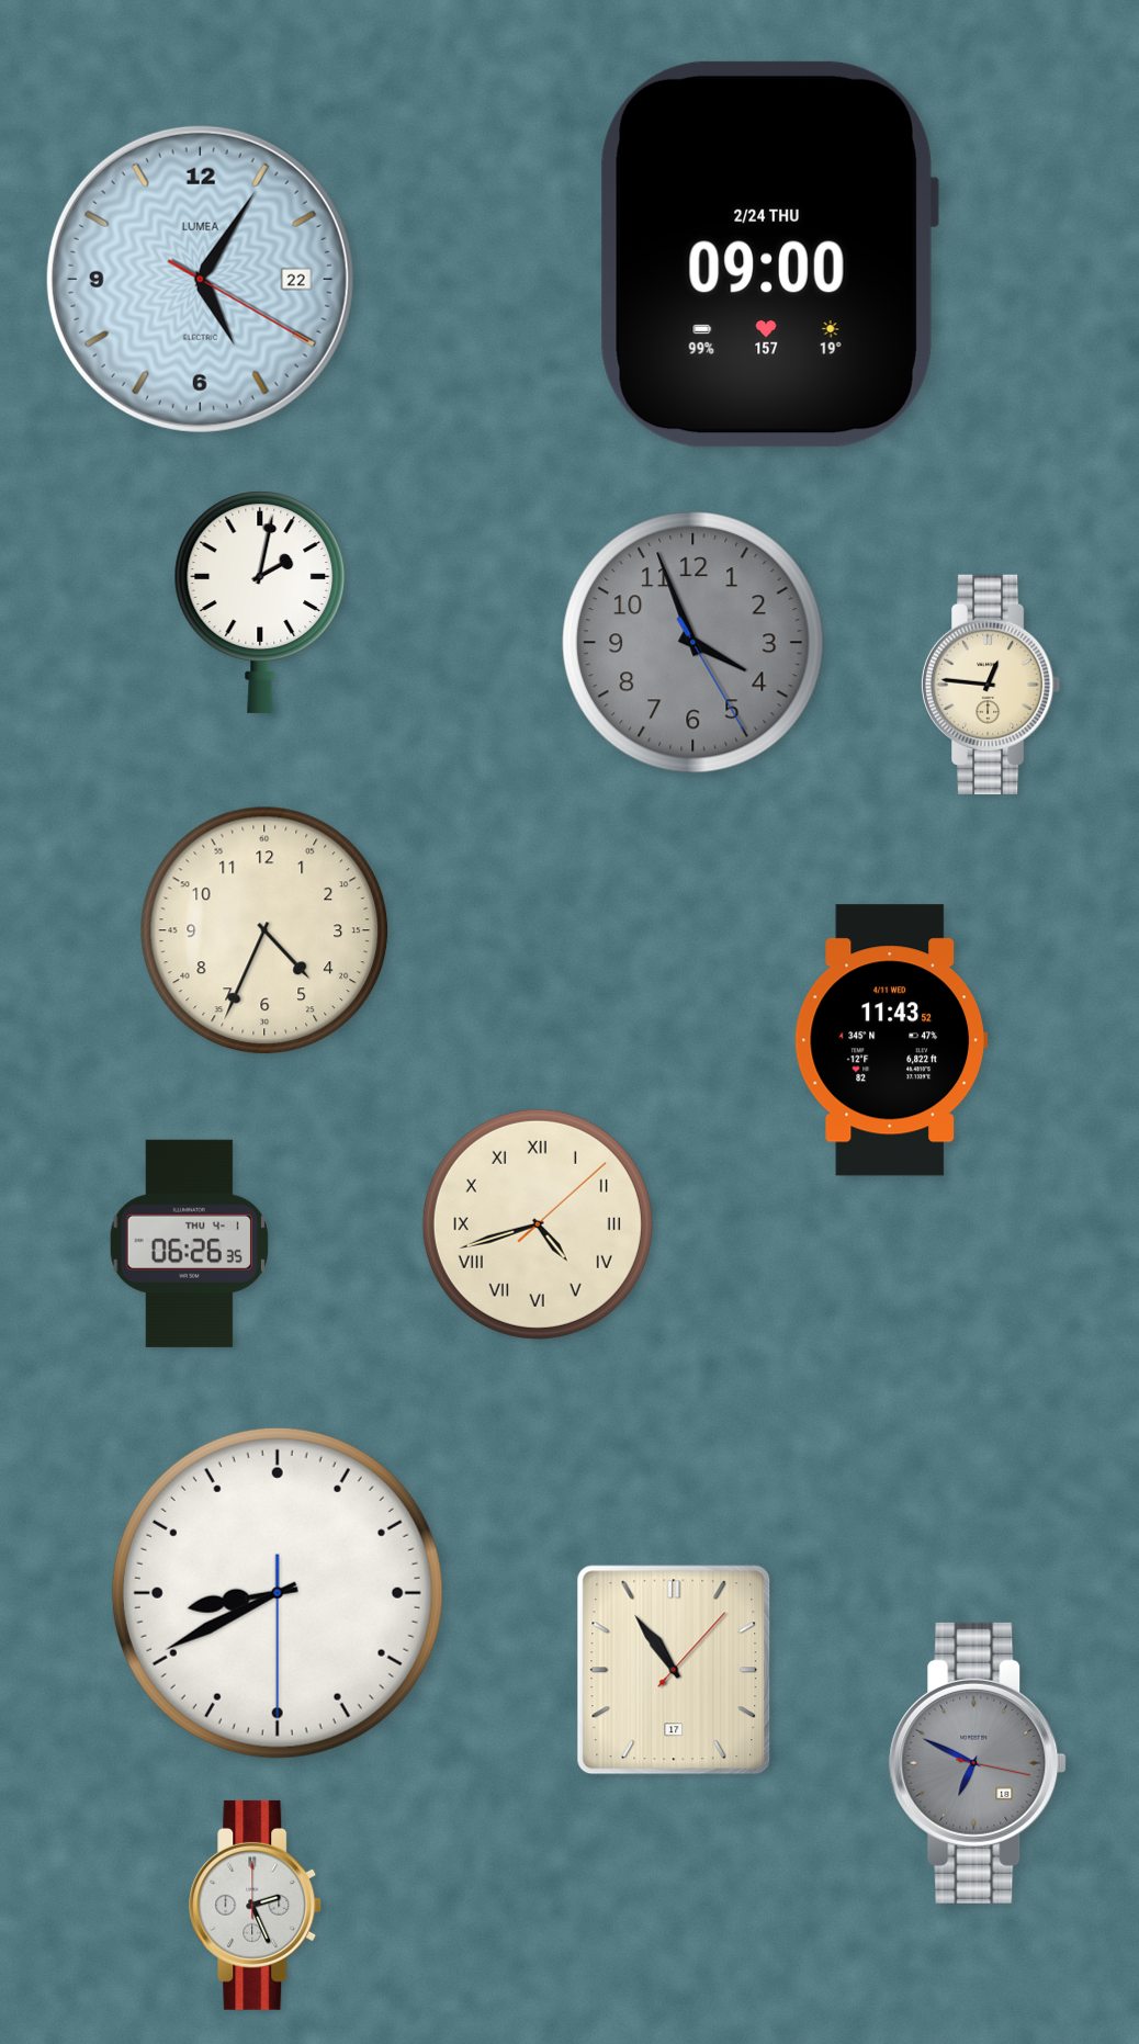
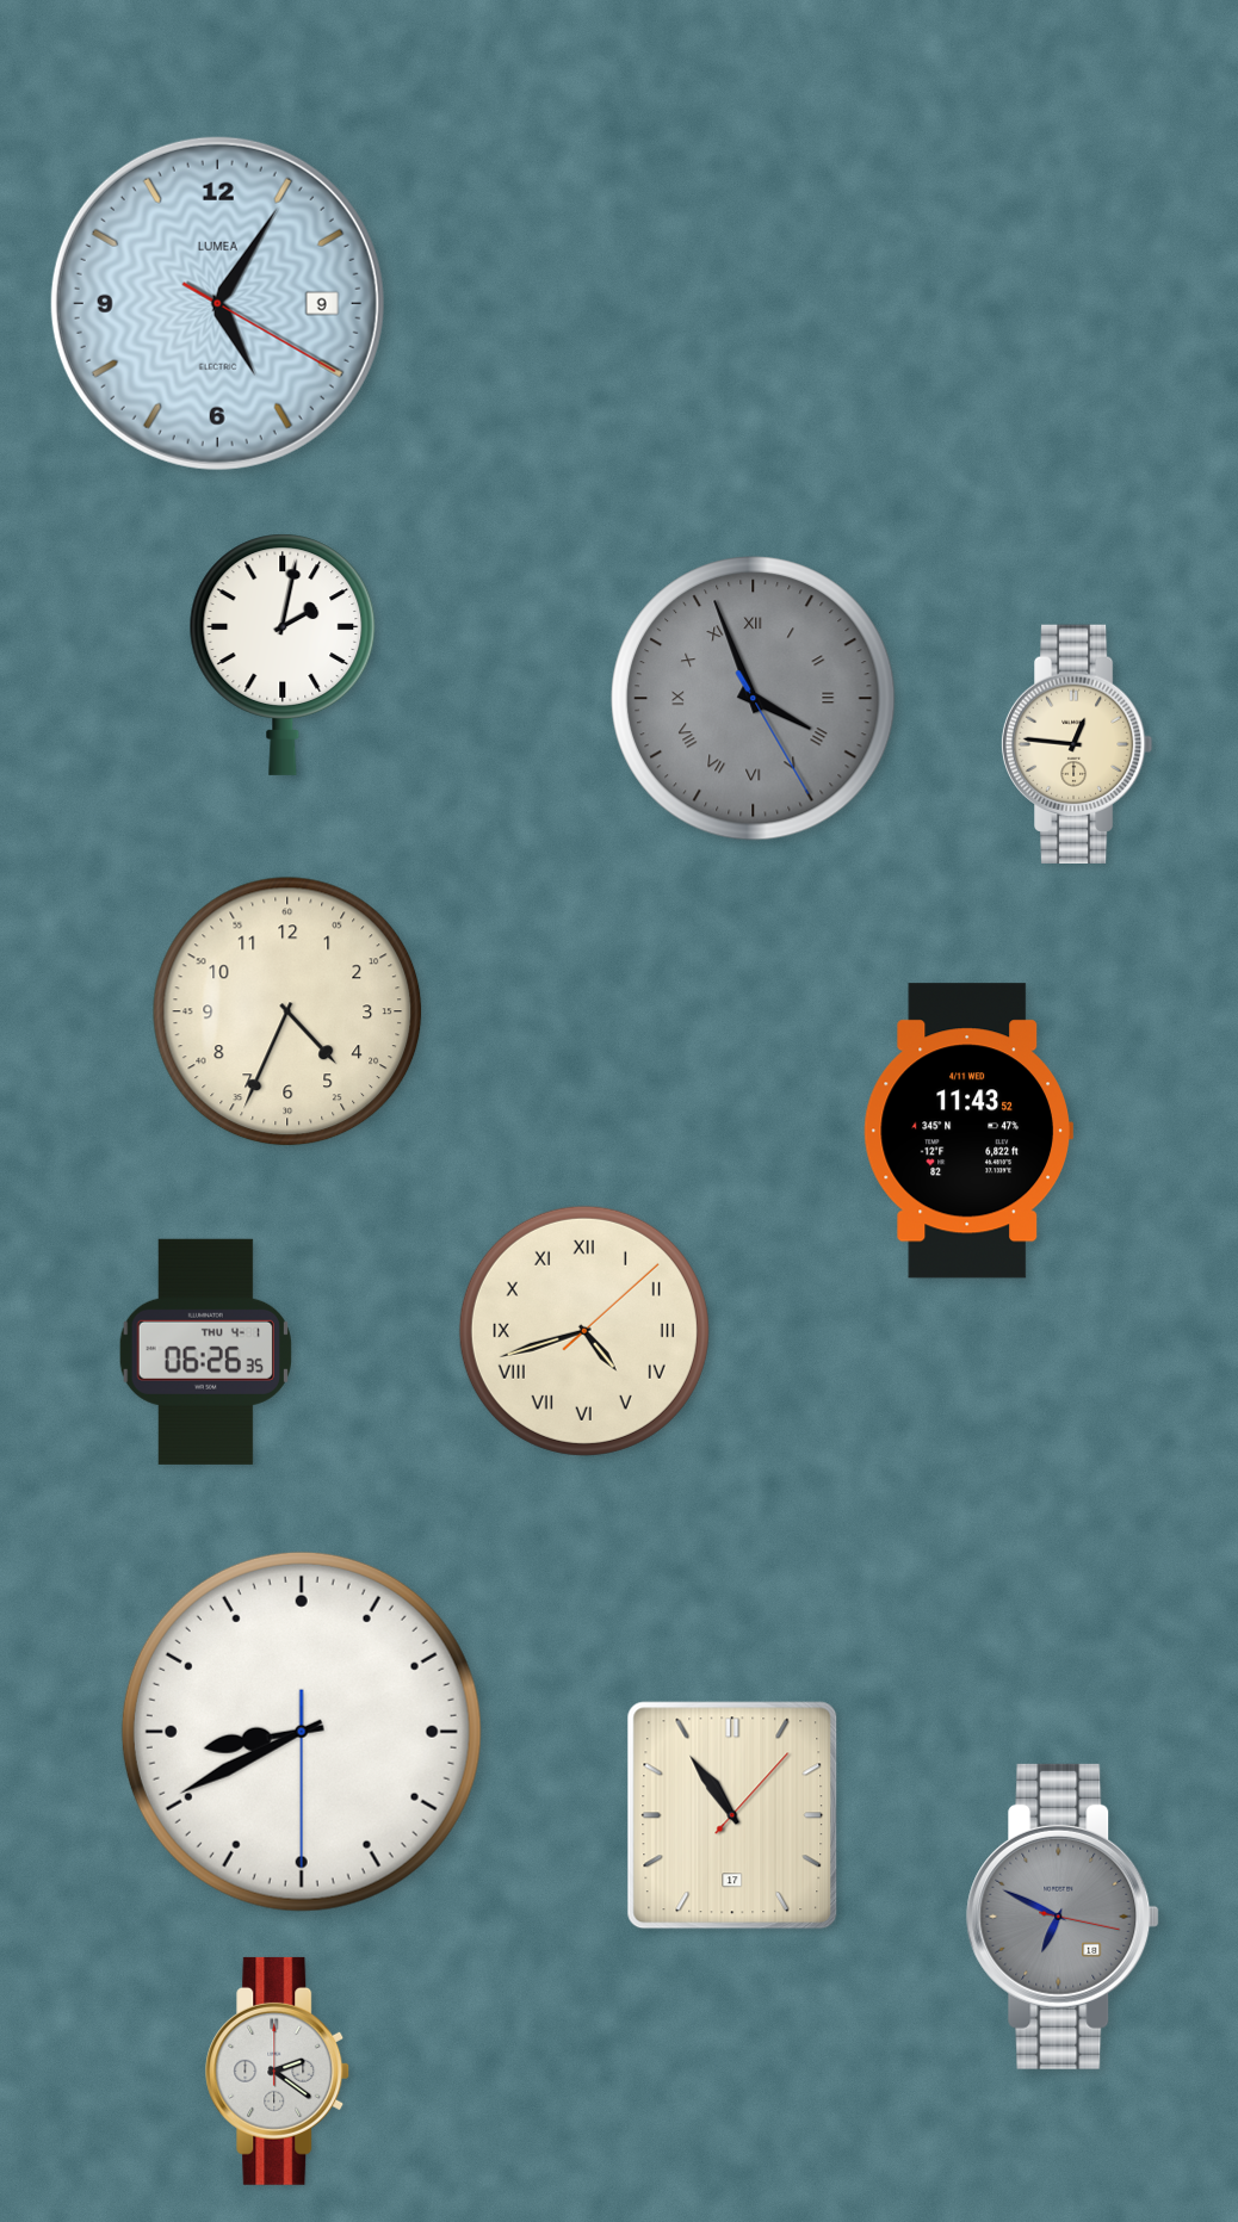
clock at (768, 255): 09:00 -> none
clock at (200, 279) date: 22 -> 9
clock at (693, 643) numerals: Arabic -> Roman
clock at (256, 1905): 2:26 -> 2:21
